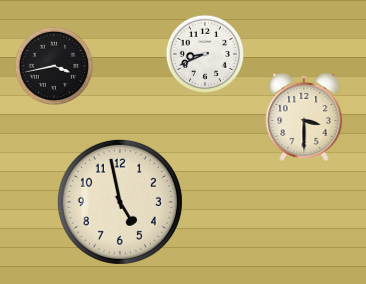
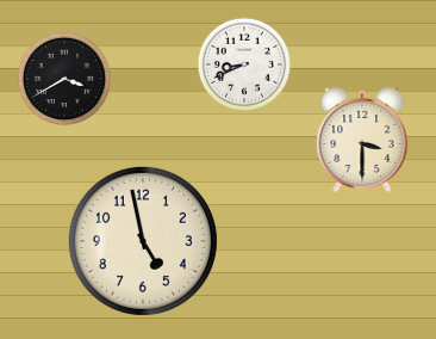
clock at (53, 65): 3:43 -> 3:40
